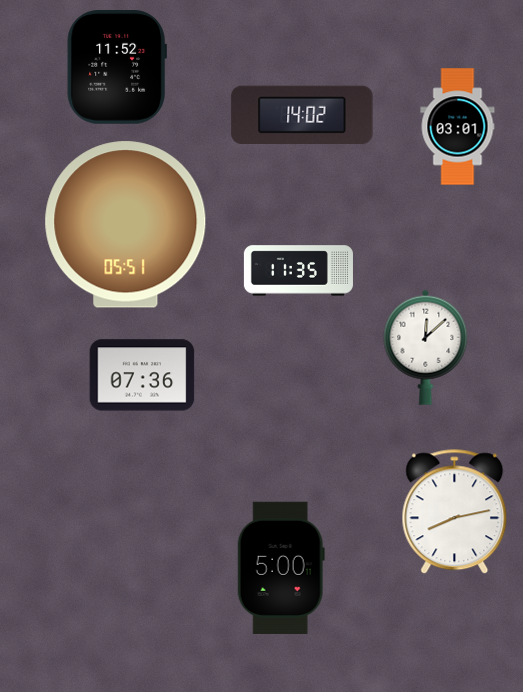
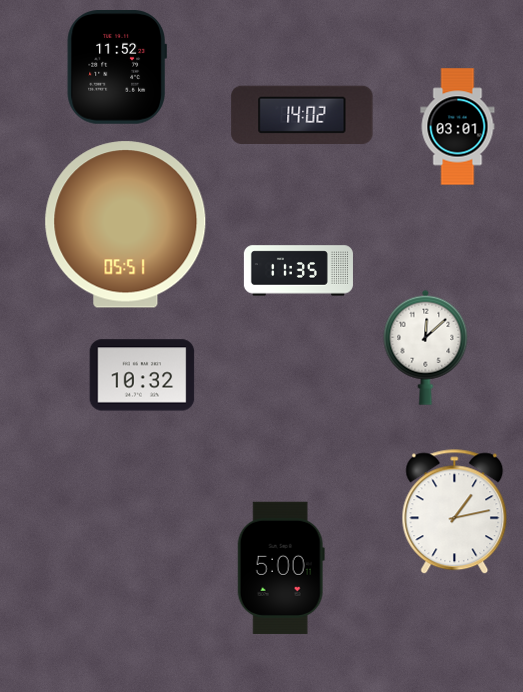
clock at (142, 375): 07:36 -> 10:32
clock at (455, 512): 8:13 -> 1:13
